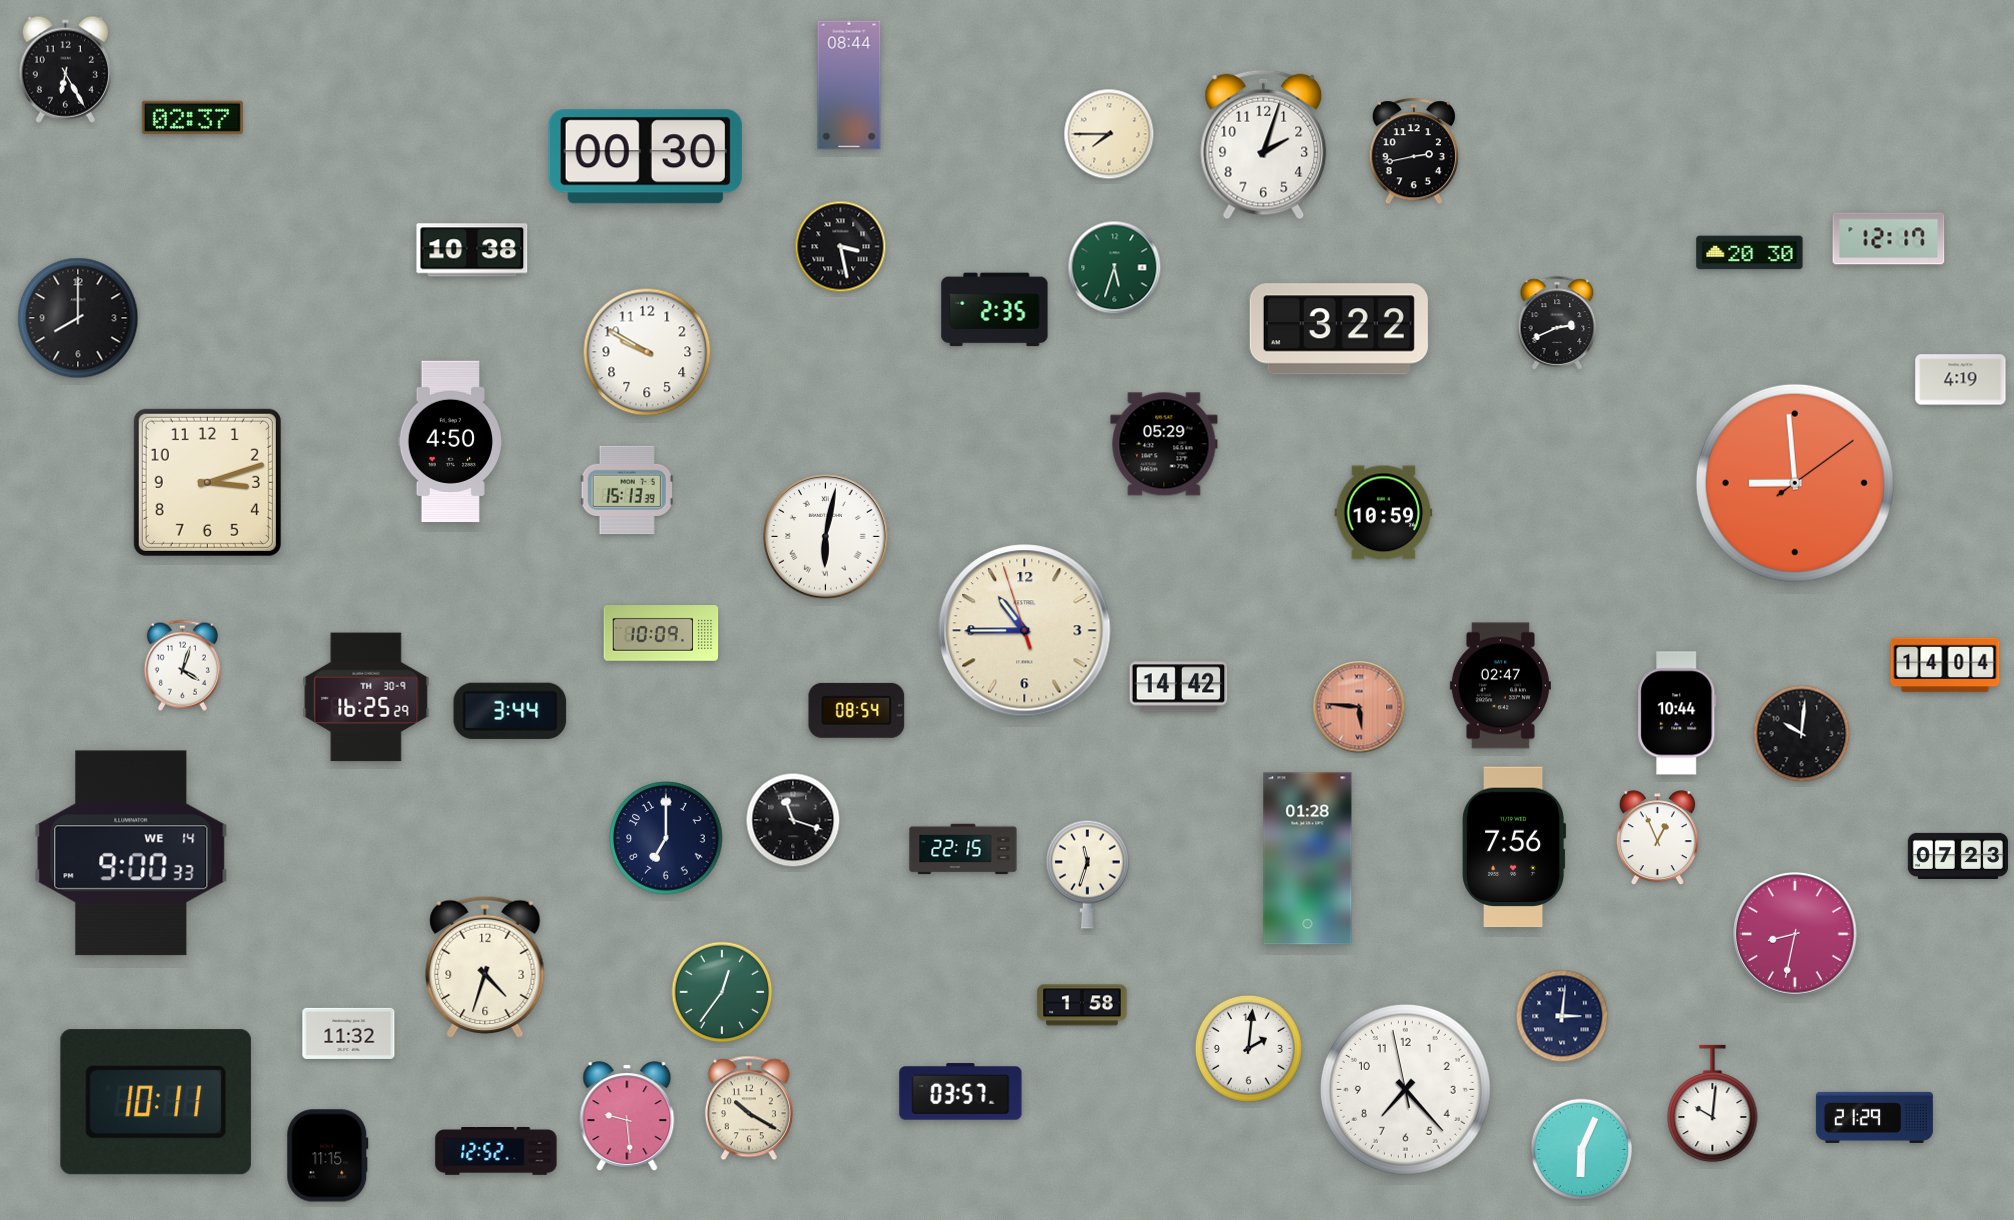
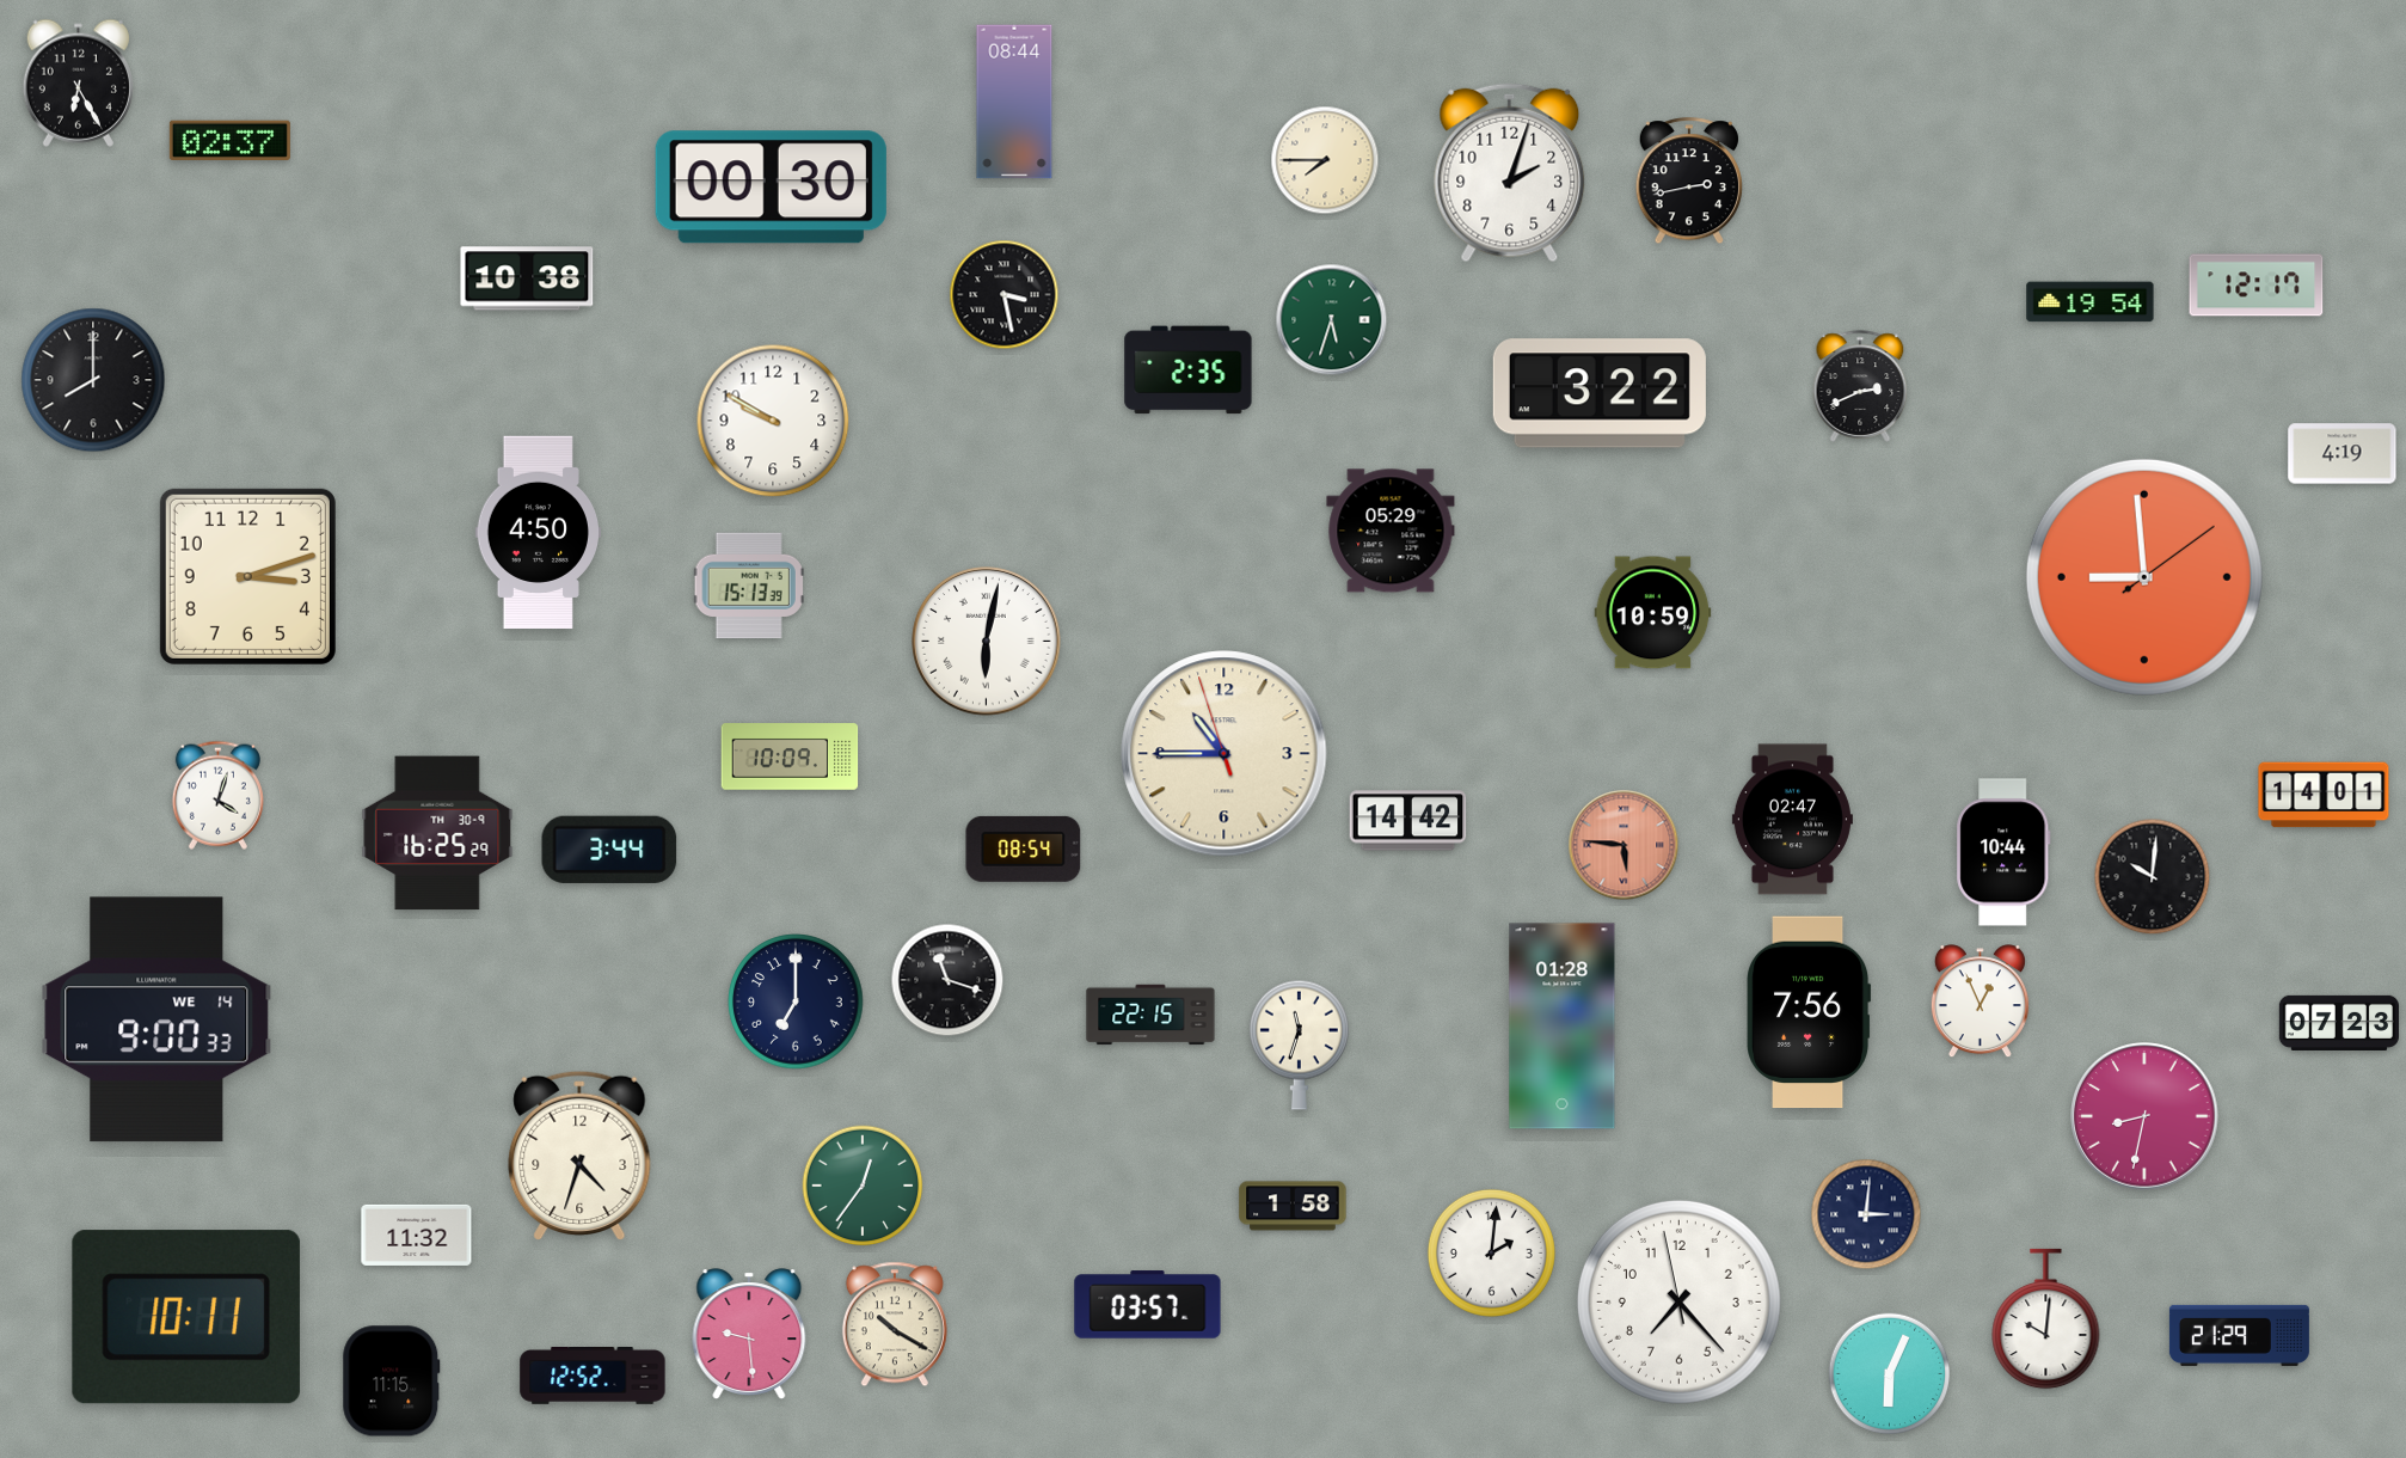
clock at (472, 250) position: (472, 250) -> (527, 278)
clock at (1750, 253): 20:30 -> 19:54
clock at (450, 442) position: (450, 442) -> (538, 533)
clock at (1945, 665): 14:04 -> 14:01
clock at (1082, 1005) position: (1082, 1005) -> (1293, 1206)
